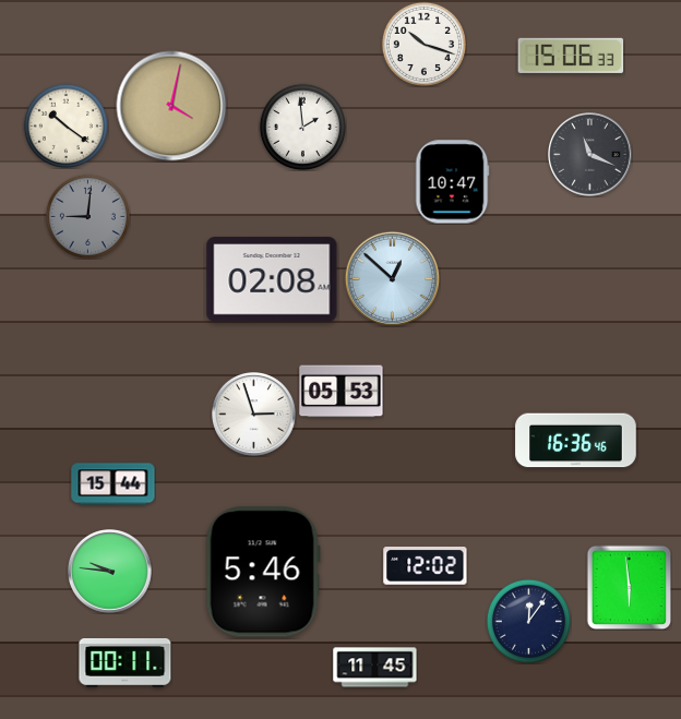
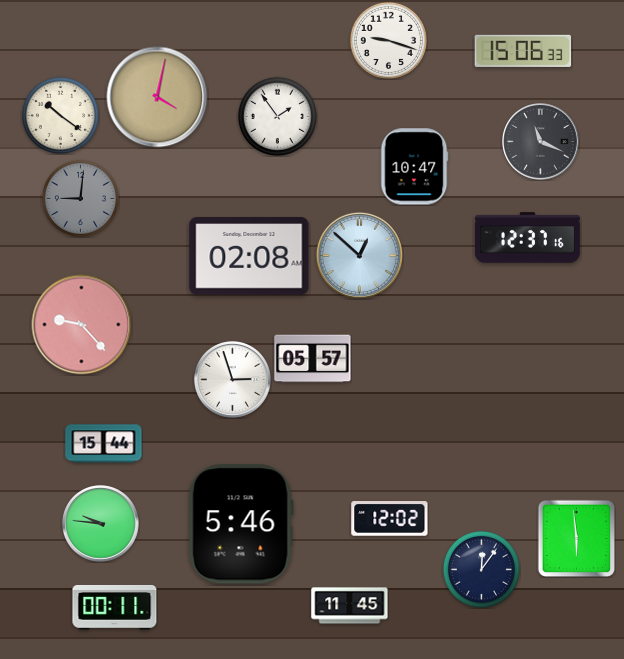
clock at (423, 44): 10:18 -> 9:18
clock at (302, 127): 1:59 -> 1:54
clock at (527, 238): none -> 12:37
clock at (82, 325): none -> 9:23
clock at (342, 392): 05:53 -> 05:57
clock at (576, 441): 16:36 -> none
clock at (528, 621) position: (528, 621) -> (481, 569)
clock at (375, 668) position: (375, 668) -> (350, 606)
